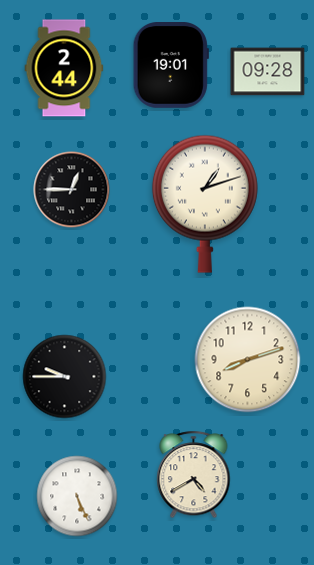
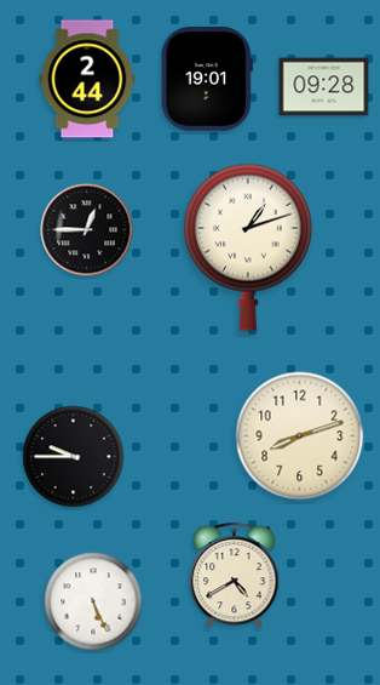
clock at (64, 68) position: (64, 68) -> (87, 79)
clock at (65, 377) position: (65, 377) -> (74, 457)
